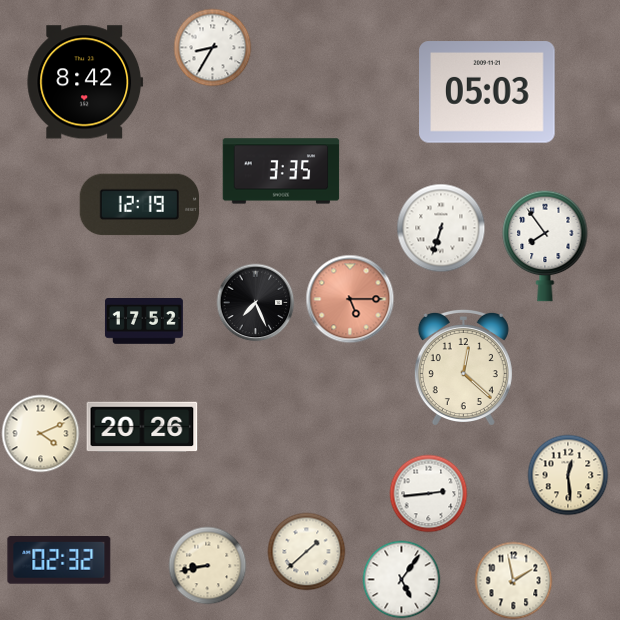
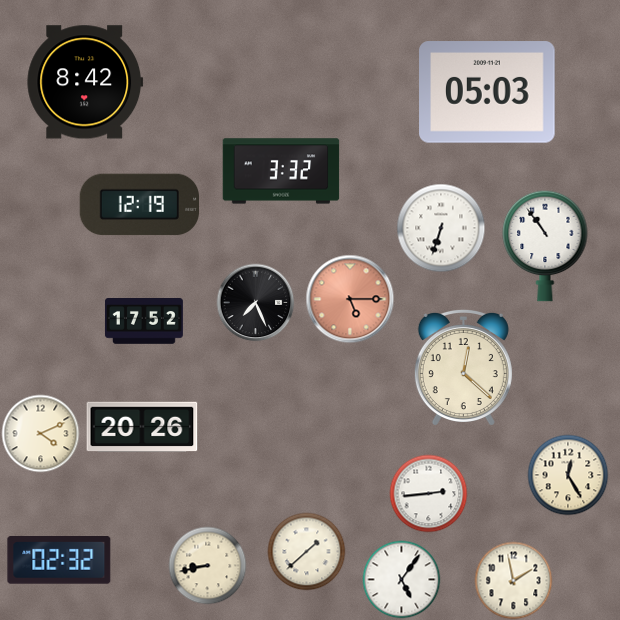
clock at (212, 47): 8:35 -> none
clock at (281, 171): 3:35 -> 3:32
clock at (545, 246): 7:54 -> 10:54
clock at (568, 475): 12:29 -> 12:25
